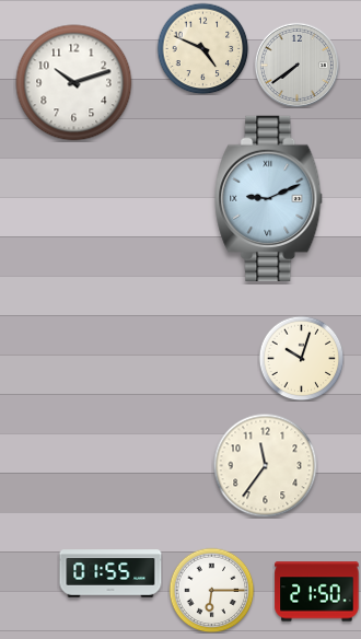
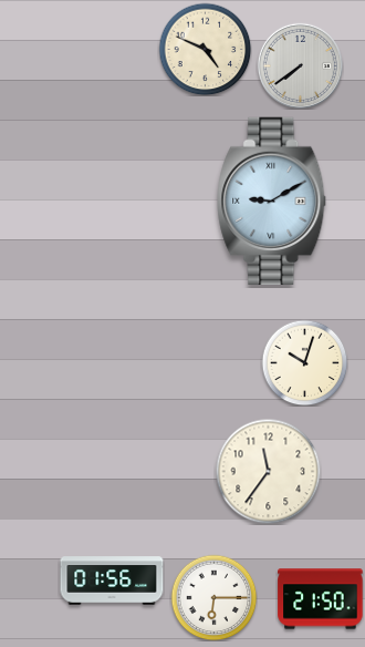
clock at (74, 83): 10:12 -> none
clock at (269, 198): 9:11 -> 9:10
clock at (110, 573): 01:55 -> 01:56
